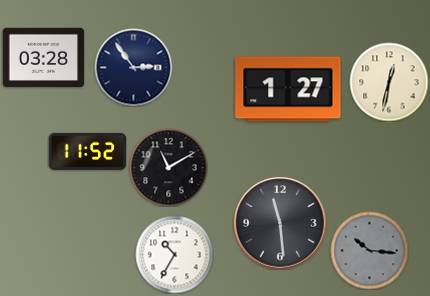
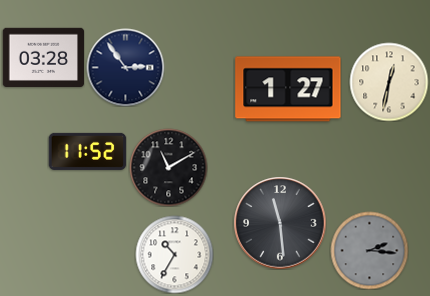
clock at (133, 67) position: (133, 67) -> (125, 67)
clock at (369, 250): 10:16 -> 2:16
